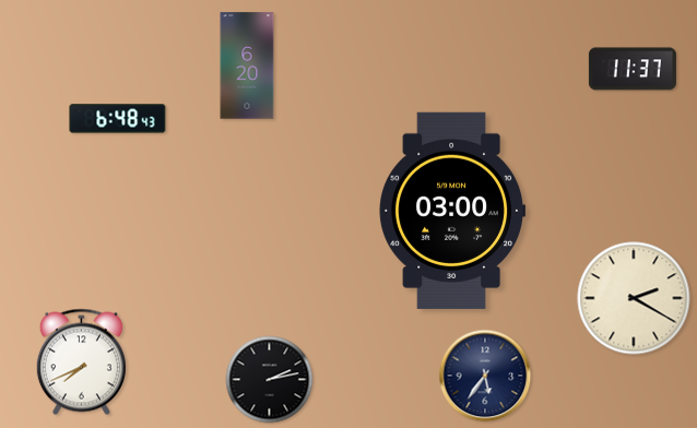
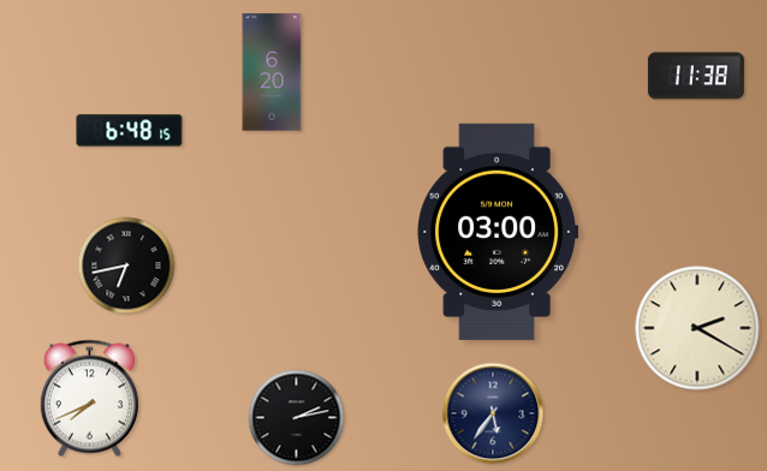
clock at (633, 69): 11:37 -> 11:38
clock at (118, 119): 6:48:43 -> 6:48:15
clock at (126, 266): none -> 6:43
clock at (485, 376) position: (485, 376) -> (493, 413)
